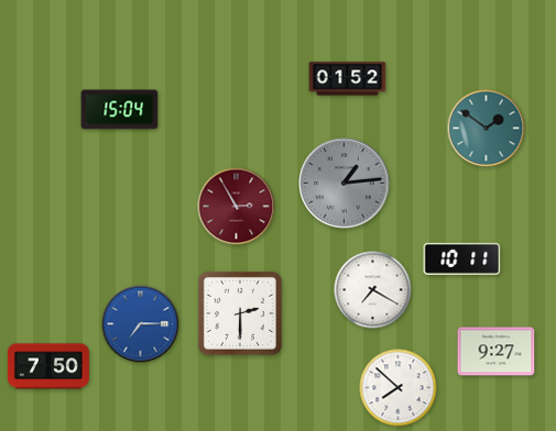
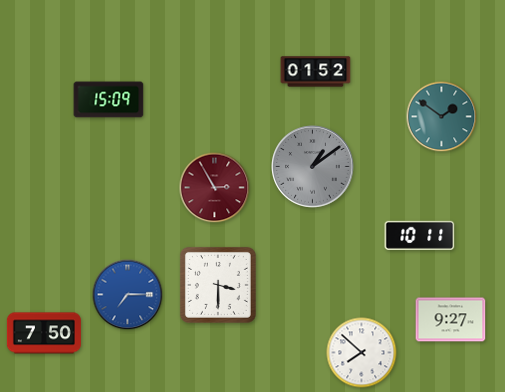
clock at (120, 110): 15:04 -> 15:09
clock at (345, 184): 1:14 -> 1:09
clock at (373, 290): 7:20 -> none
clock at (240, 313): 2:30 -> 3:30
